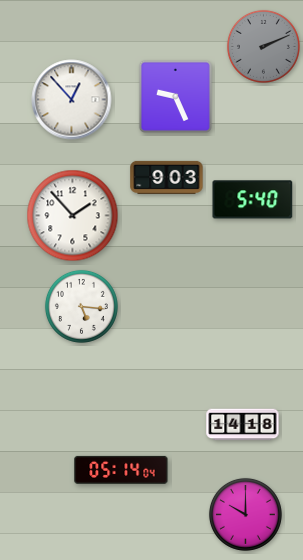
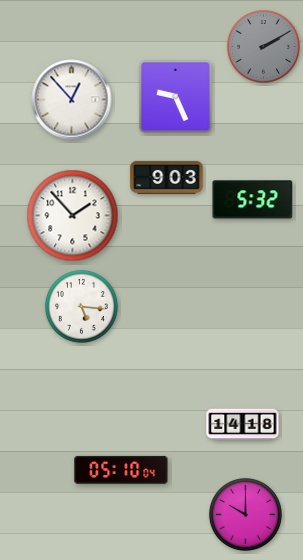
clock at (263, 46): 2:11 -> 2:10
clock at (253, 200): 5:40 -> 5:32
clock at (121, 470): 05:14 -> 05:10
